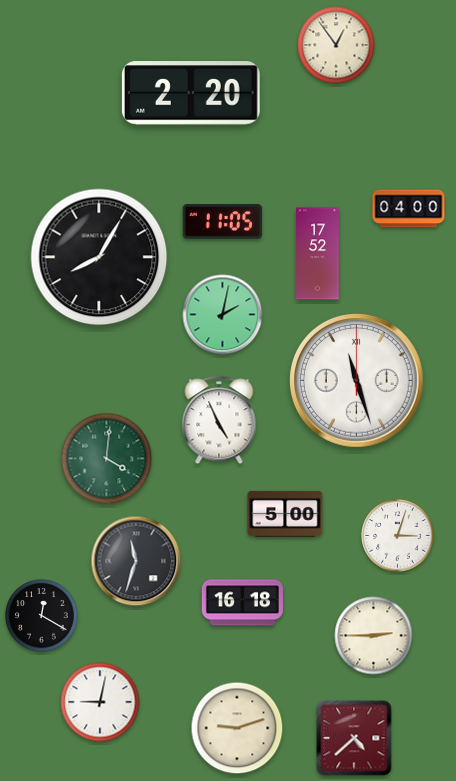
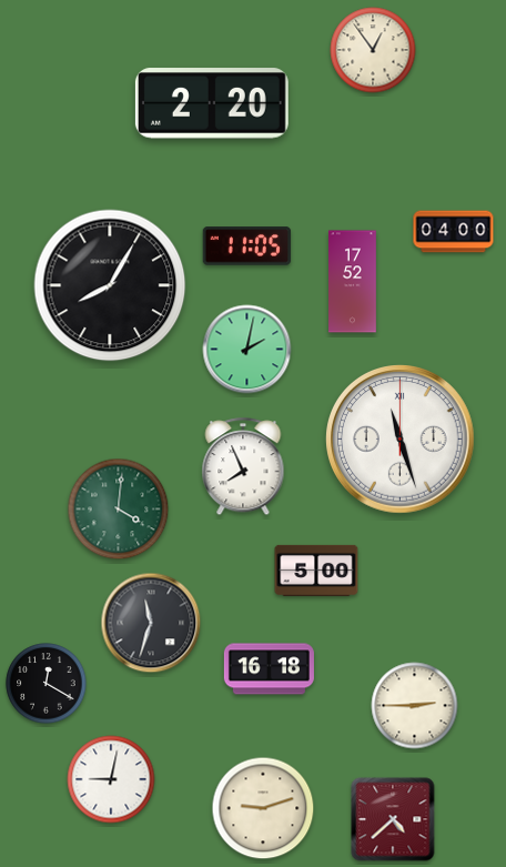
clock at (357, 381) position: (357, 381) -> (401, 440)
clock at (219, 421): 4:56 -> 7:56
clock at (398, 536): 3:03 -> none
